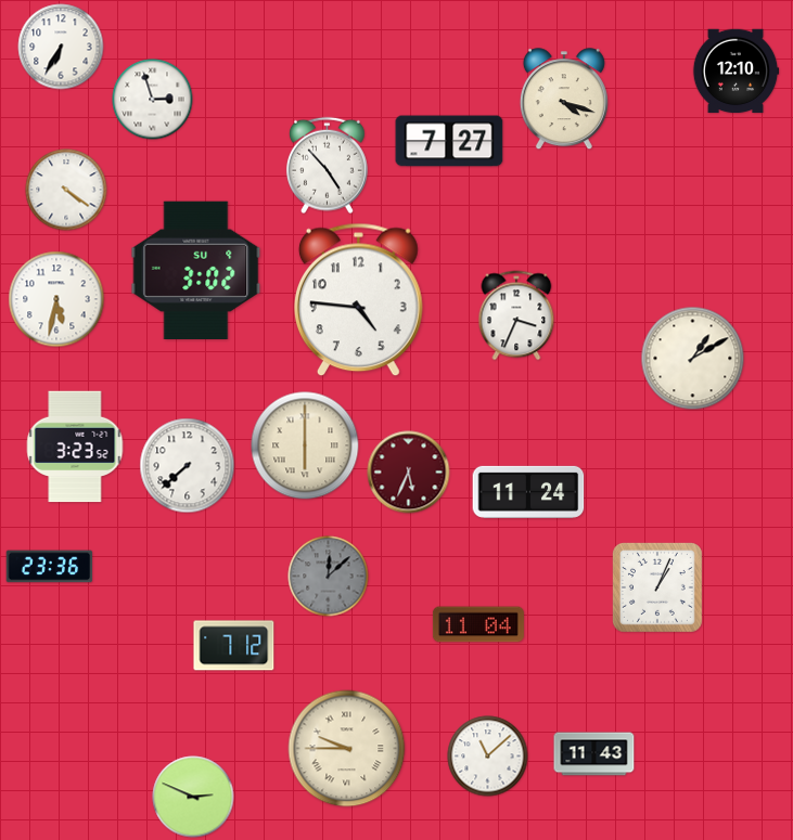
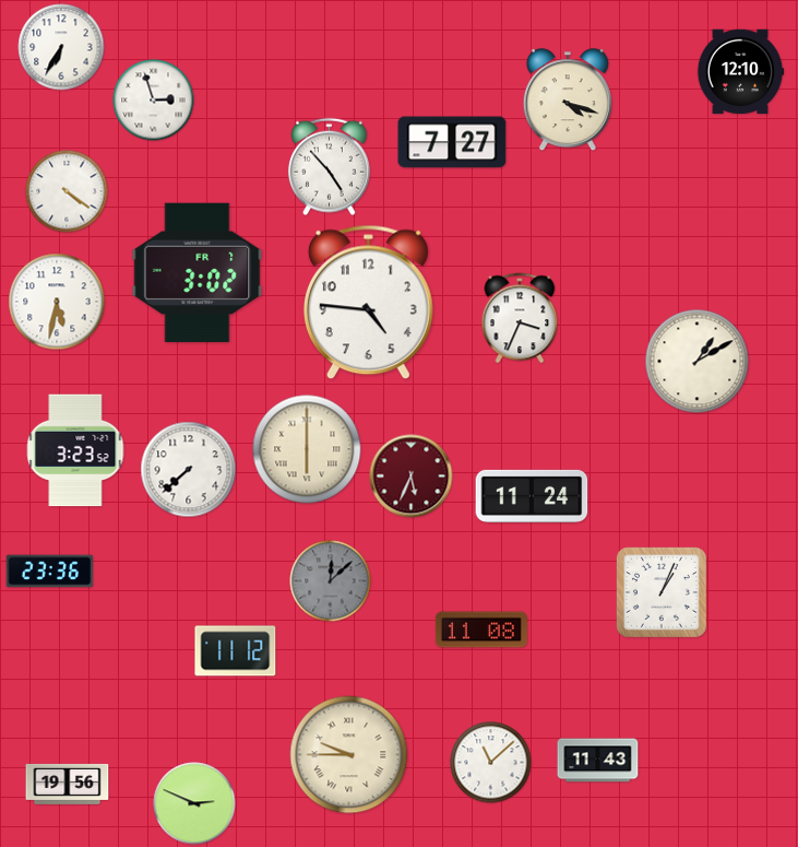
clock at (196, 270) date: SU 9 -> FR 7
clock at (358, 300) position: (358, 300) -> (368, 303)
clock at (478, 624): 11:04 -> 11:08
clock at (234, 646): 7:12 -> 11:12
clock at (68, 784): none -> 19:56
